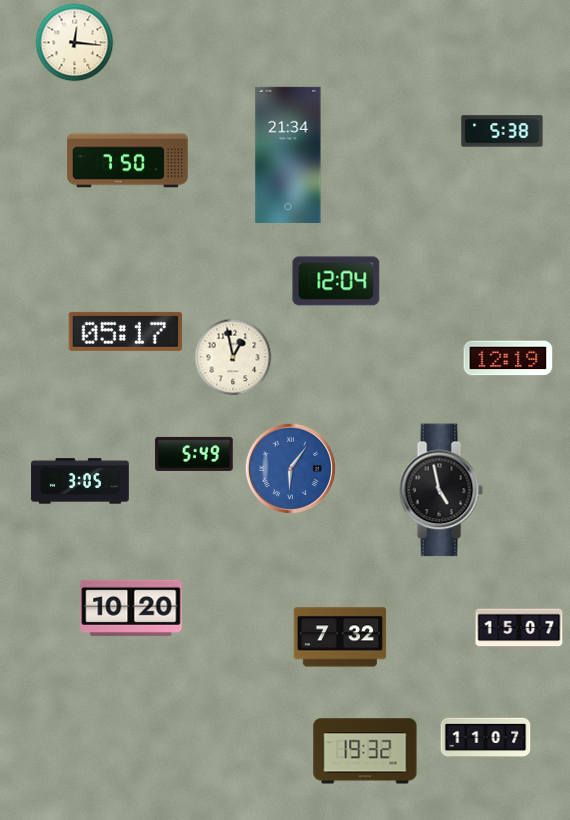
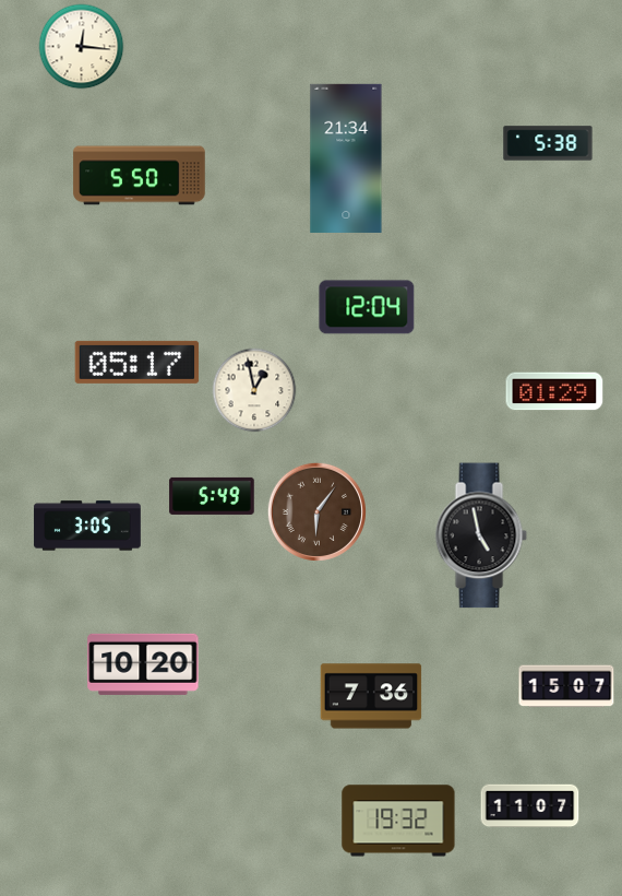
clock at (288, 154) position: (288, 154) -> (346, 157)
clock at (128, 161): 7:50 -> 5:50
clock at (508, 358): 12:19 -> 01:29
clock at (290, 468) dial: blue -> brown
clock at (340, 637): 7:32 -> 7:36
